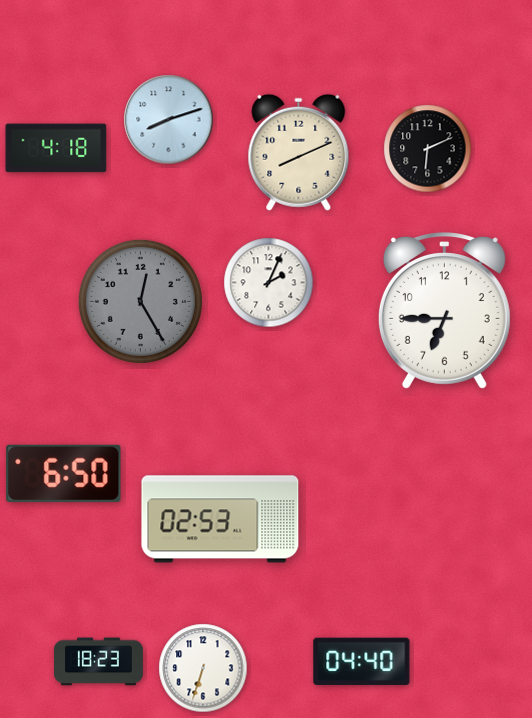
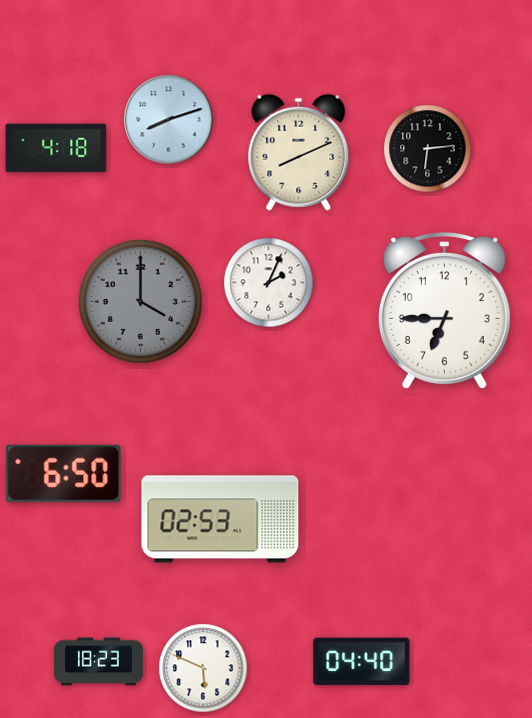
clock at (428, 149): 6:11 -> 6:14
clock at (140, 301): 12:25 -> 4:00
clock at (203, 668): 6:33 -> 5:49
